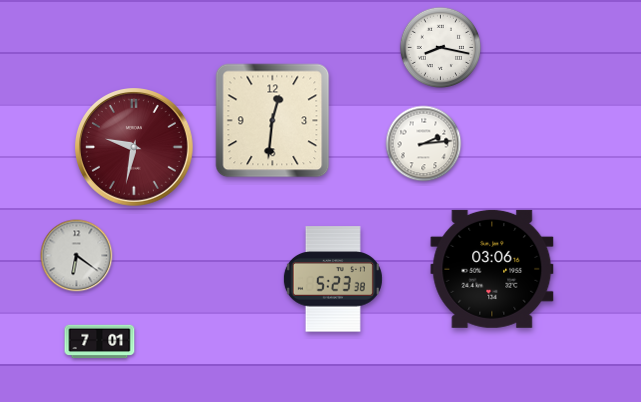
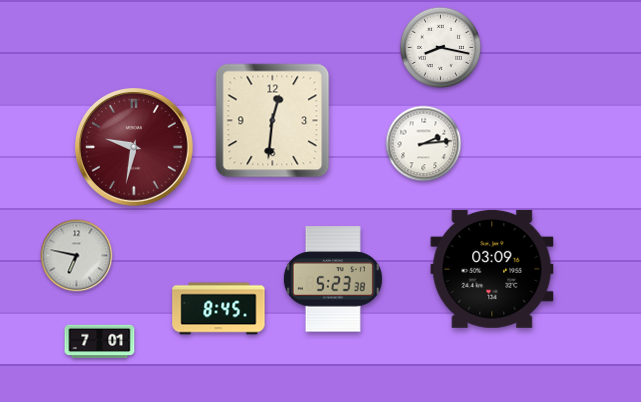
clock at (77, 256): 6:21 -> 6:47
clock at (492, 269): 03:06 -> 03:09
clock at (219, 309): none -> 8:45
